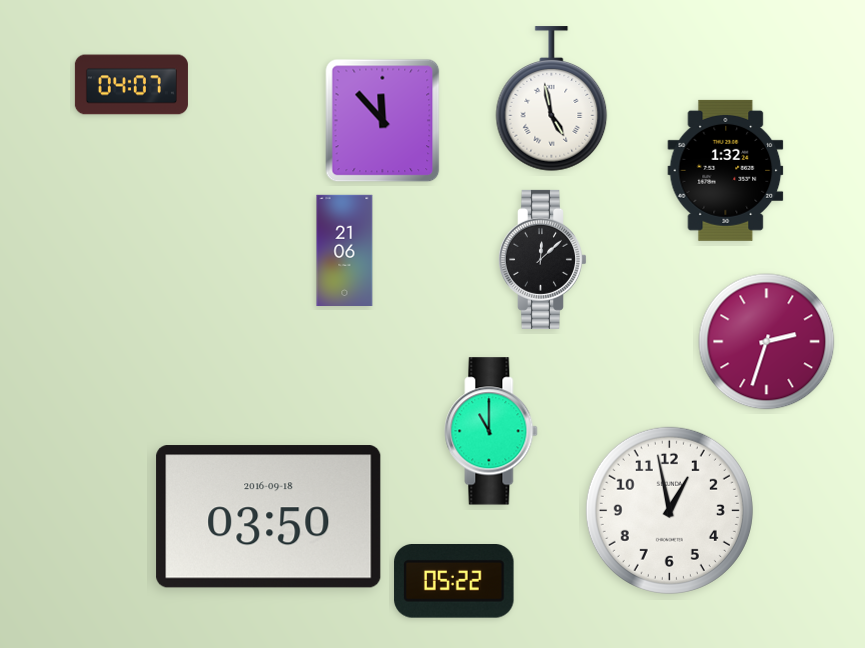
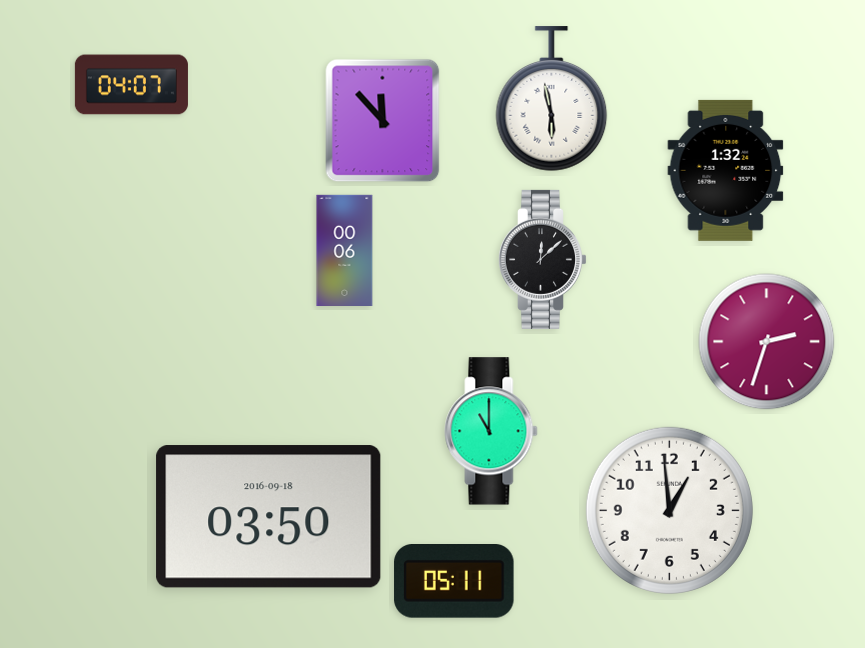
clock at (552, 99): 4:58 -> 5:58
clock at (345, 250): 21:06 -> 00:06
clock at (669, 510): 12:58 -> 12:59
clock at (454, 582): 05:22 -> 05:11
